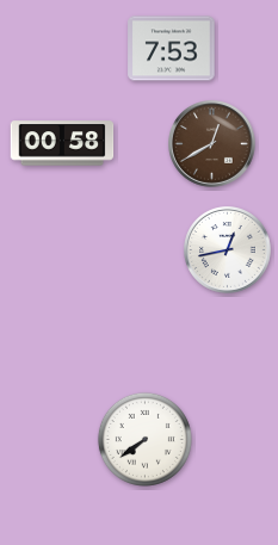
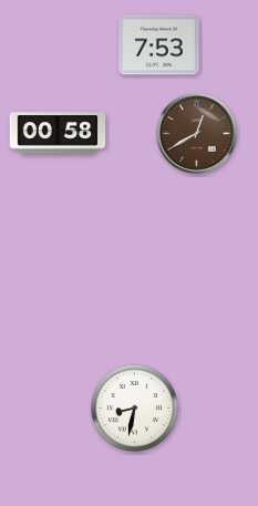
clock at (228, 250): 12:43 -> none
clock at (144, 439): 7:39 -> 8:32
